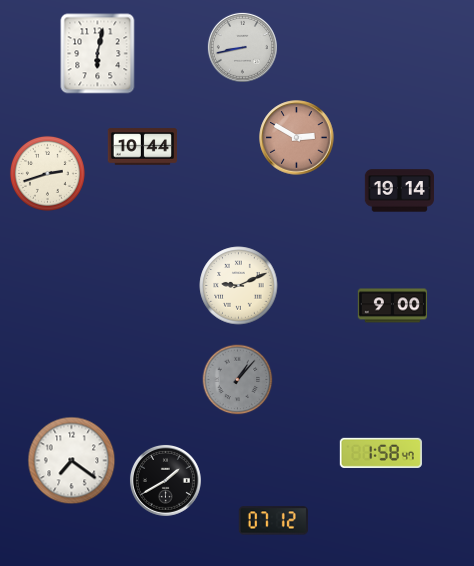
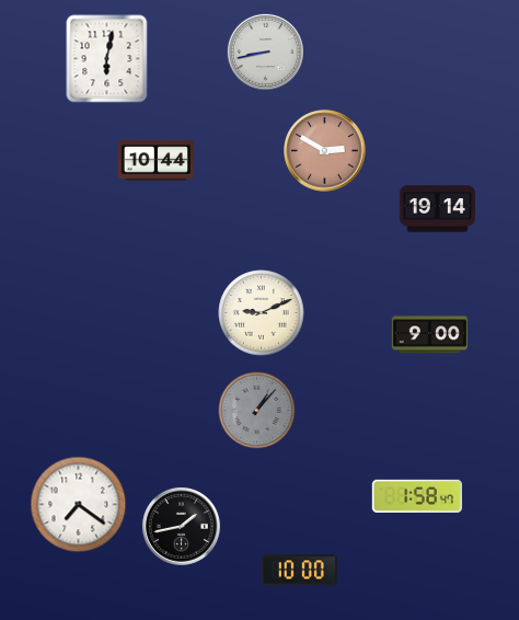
clock at (47, 173): 2:42 -> none
clock at (238, 380) position: (238, 380) -> (257, 411)
clock at (165, 480): 1:40 -> 1:43
clock at (273, 521): 07:12 -> 10:00
